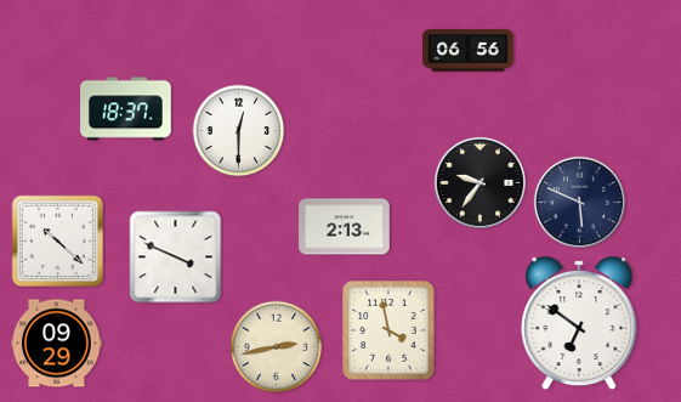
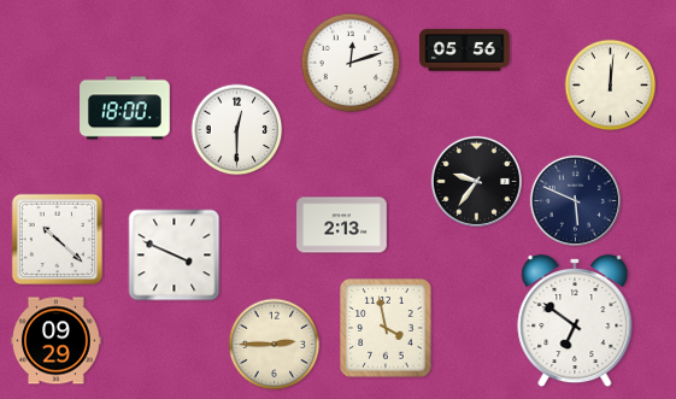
clock at (469, 51): 06:56 -> 05:56
clock at (351, 63): none -> 12:12
clock at (611, 86): none -> 12:01
clock at (126, 109): 18:37 -> 18:00
clock at (277, 347): 2:43 -> 2:45
